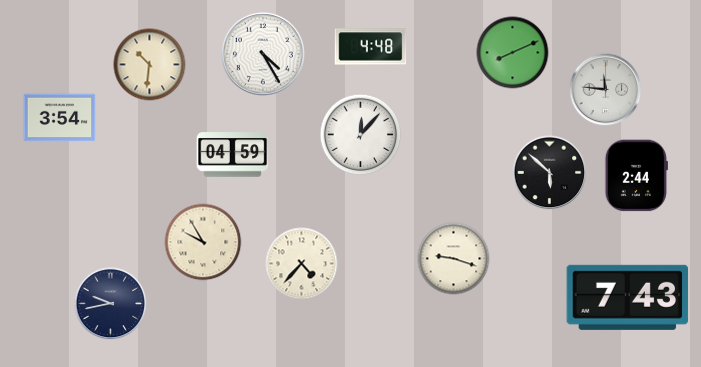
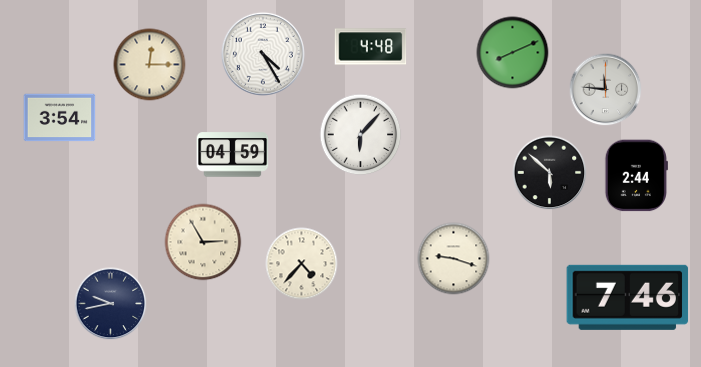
clock at (150, 65): 10:31 -> 12:15
clock at (361, 135): 12:07 -> 6:07
clock at (203, 242): 9:55 -> 2:55
clock at (628, 297): 7:43 -> 7:46
